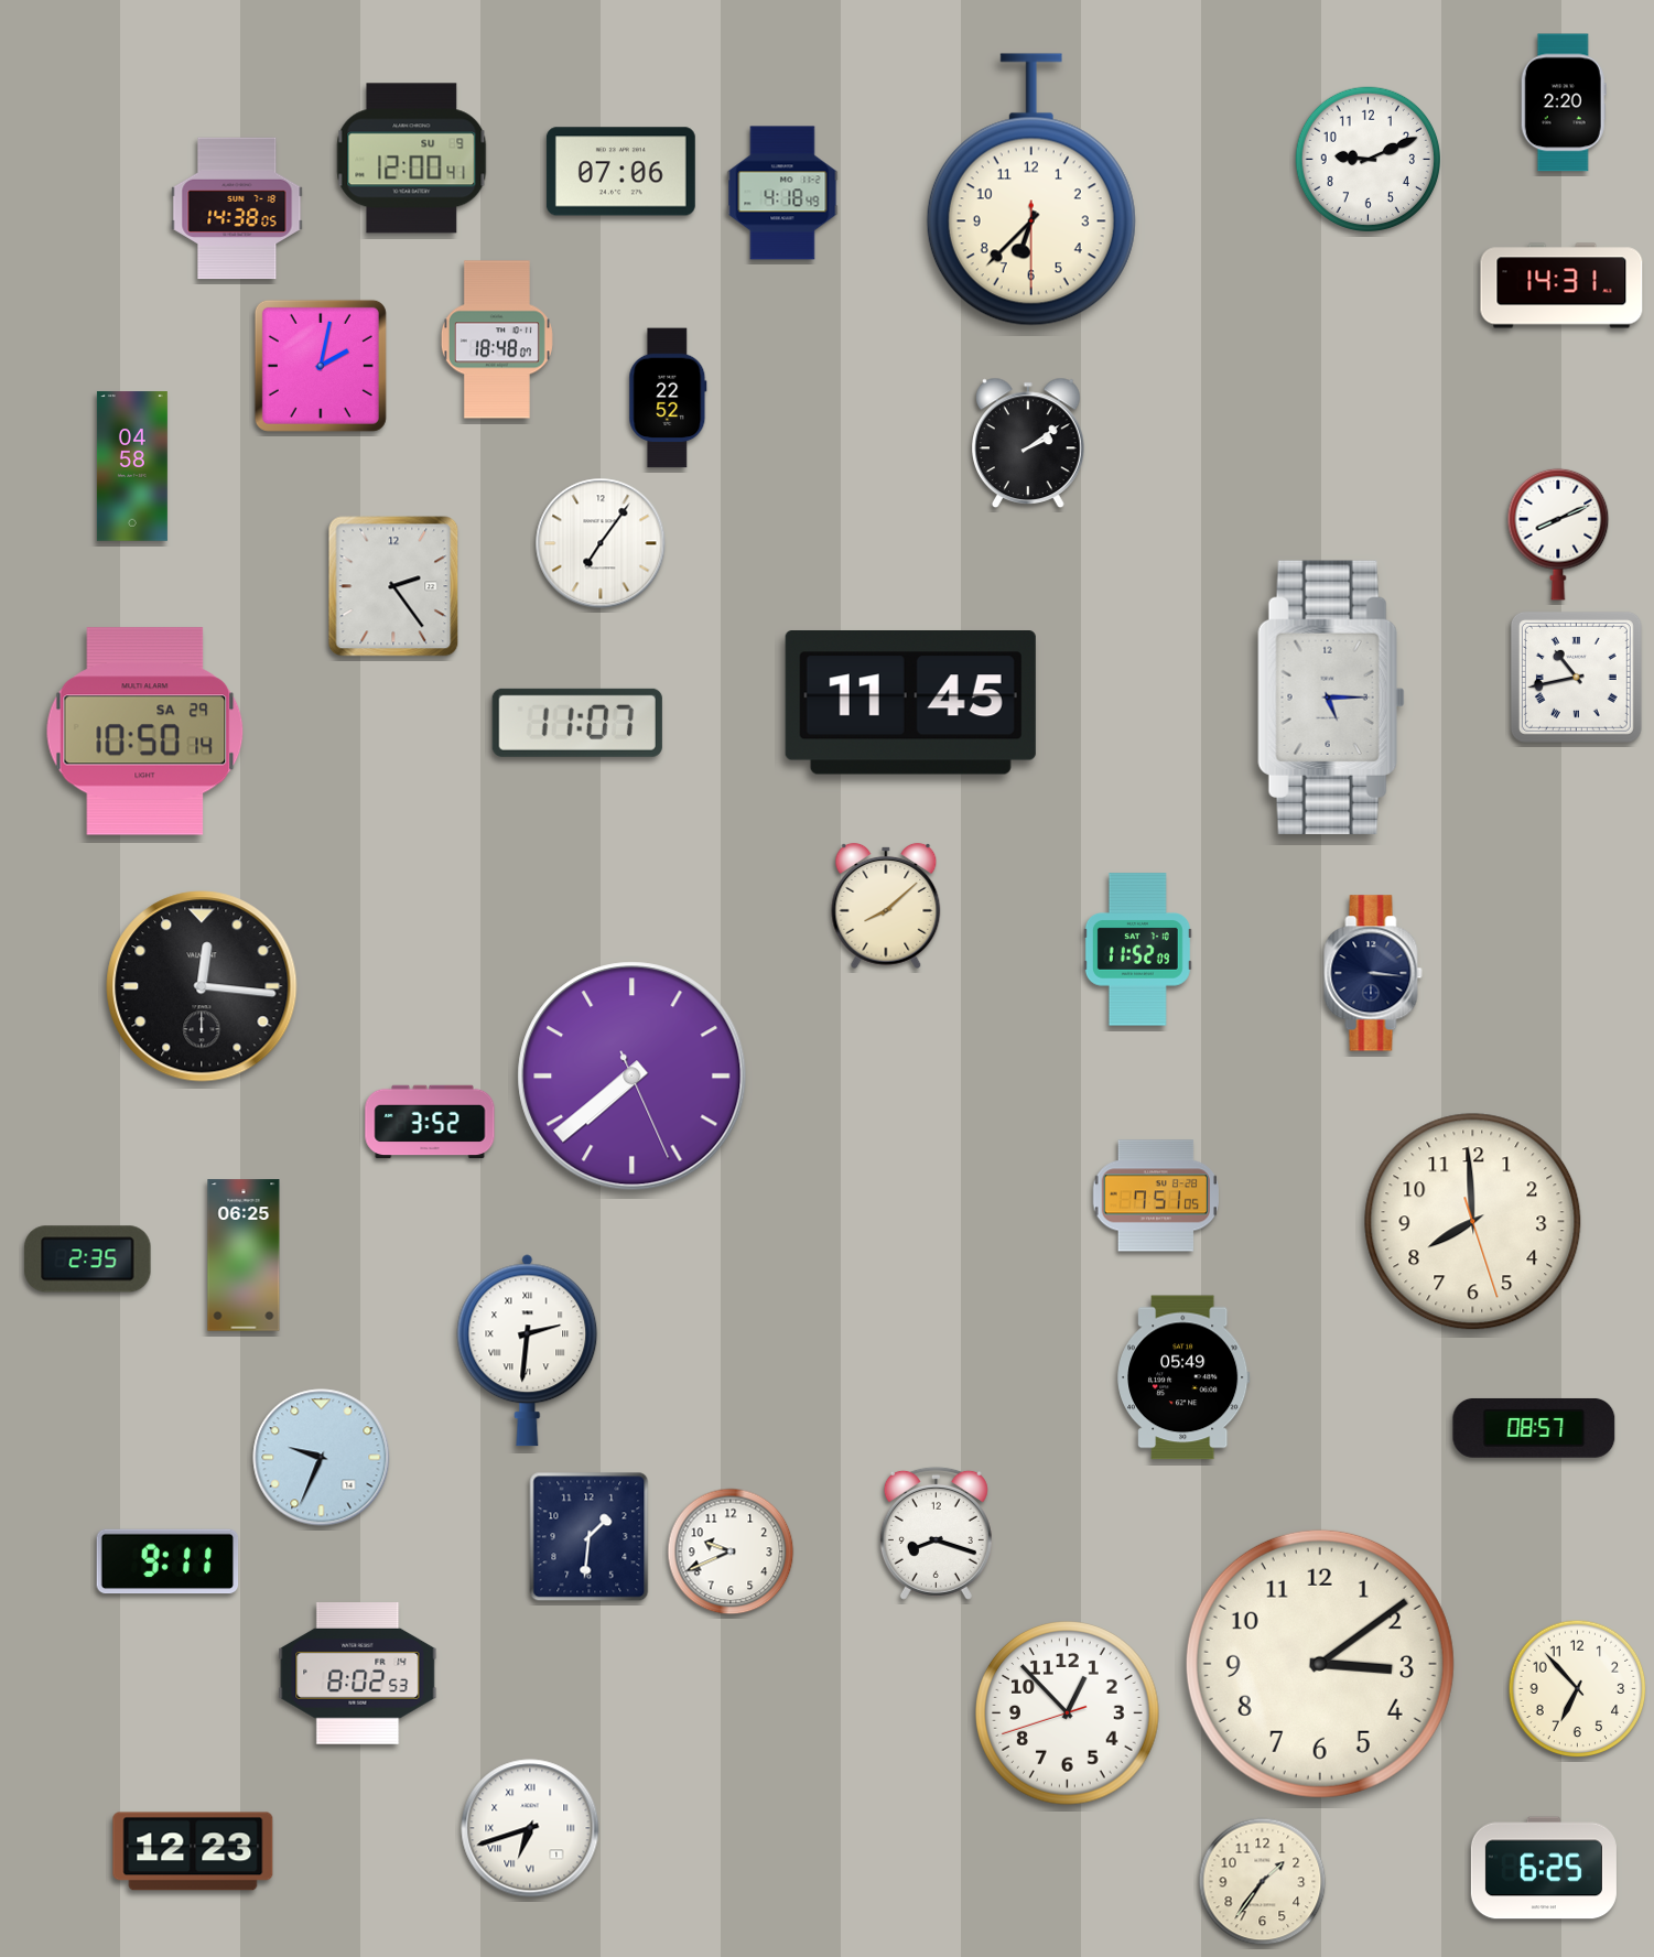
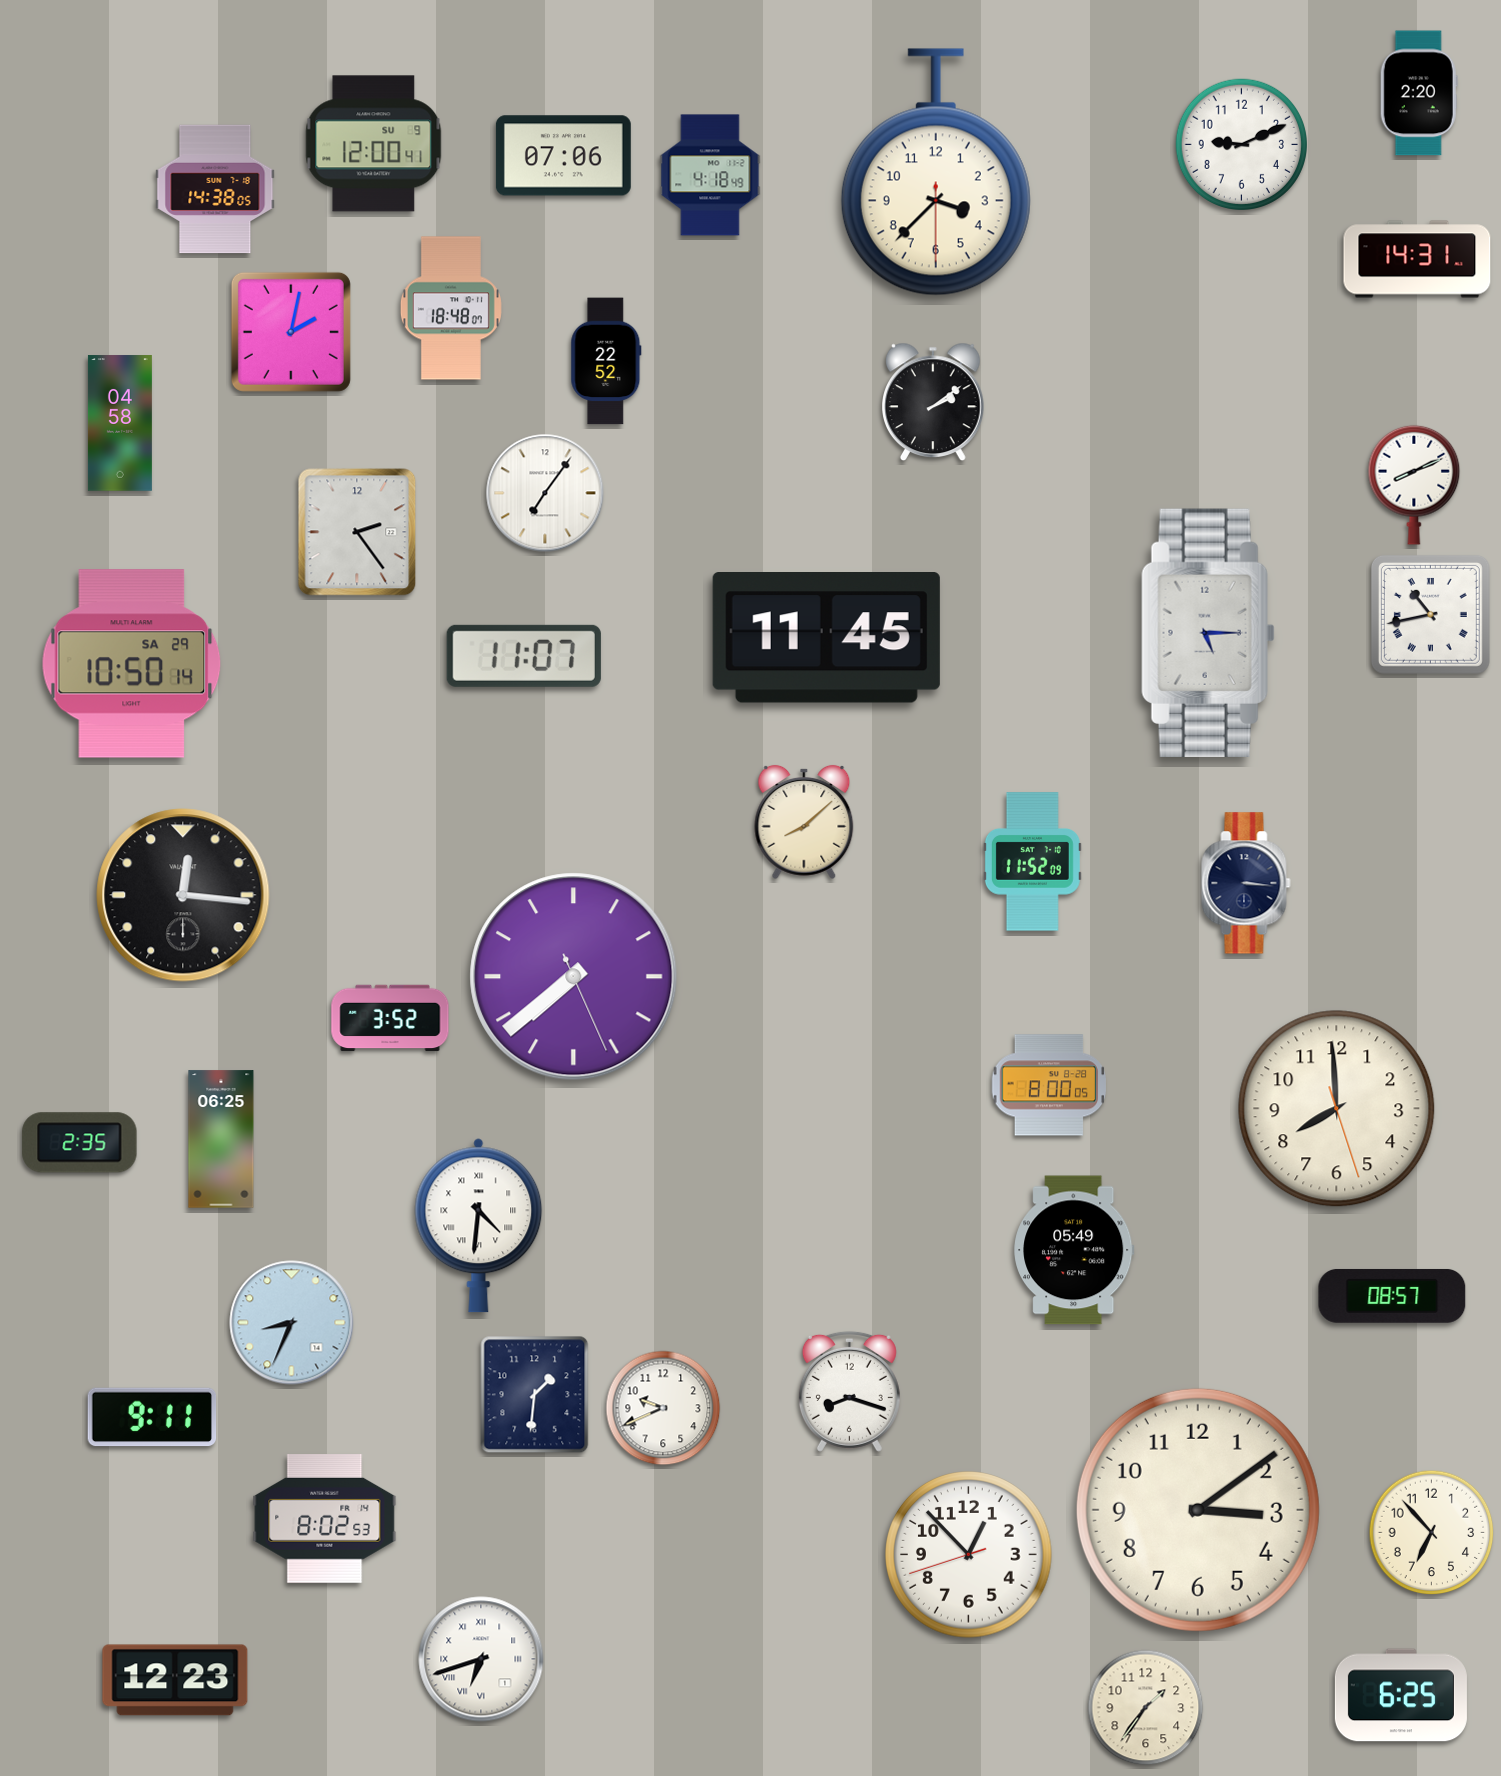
clock at (1031, 190): 6:37 -> 3:37
clock at (1155, 1196): 7:51 -> 8:00
clock at (528, 1351): 2:31 -> 4:31
clock at (322, 1458): 9:34 -> 8:34
